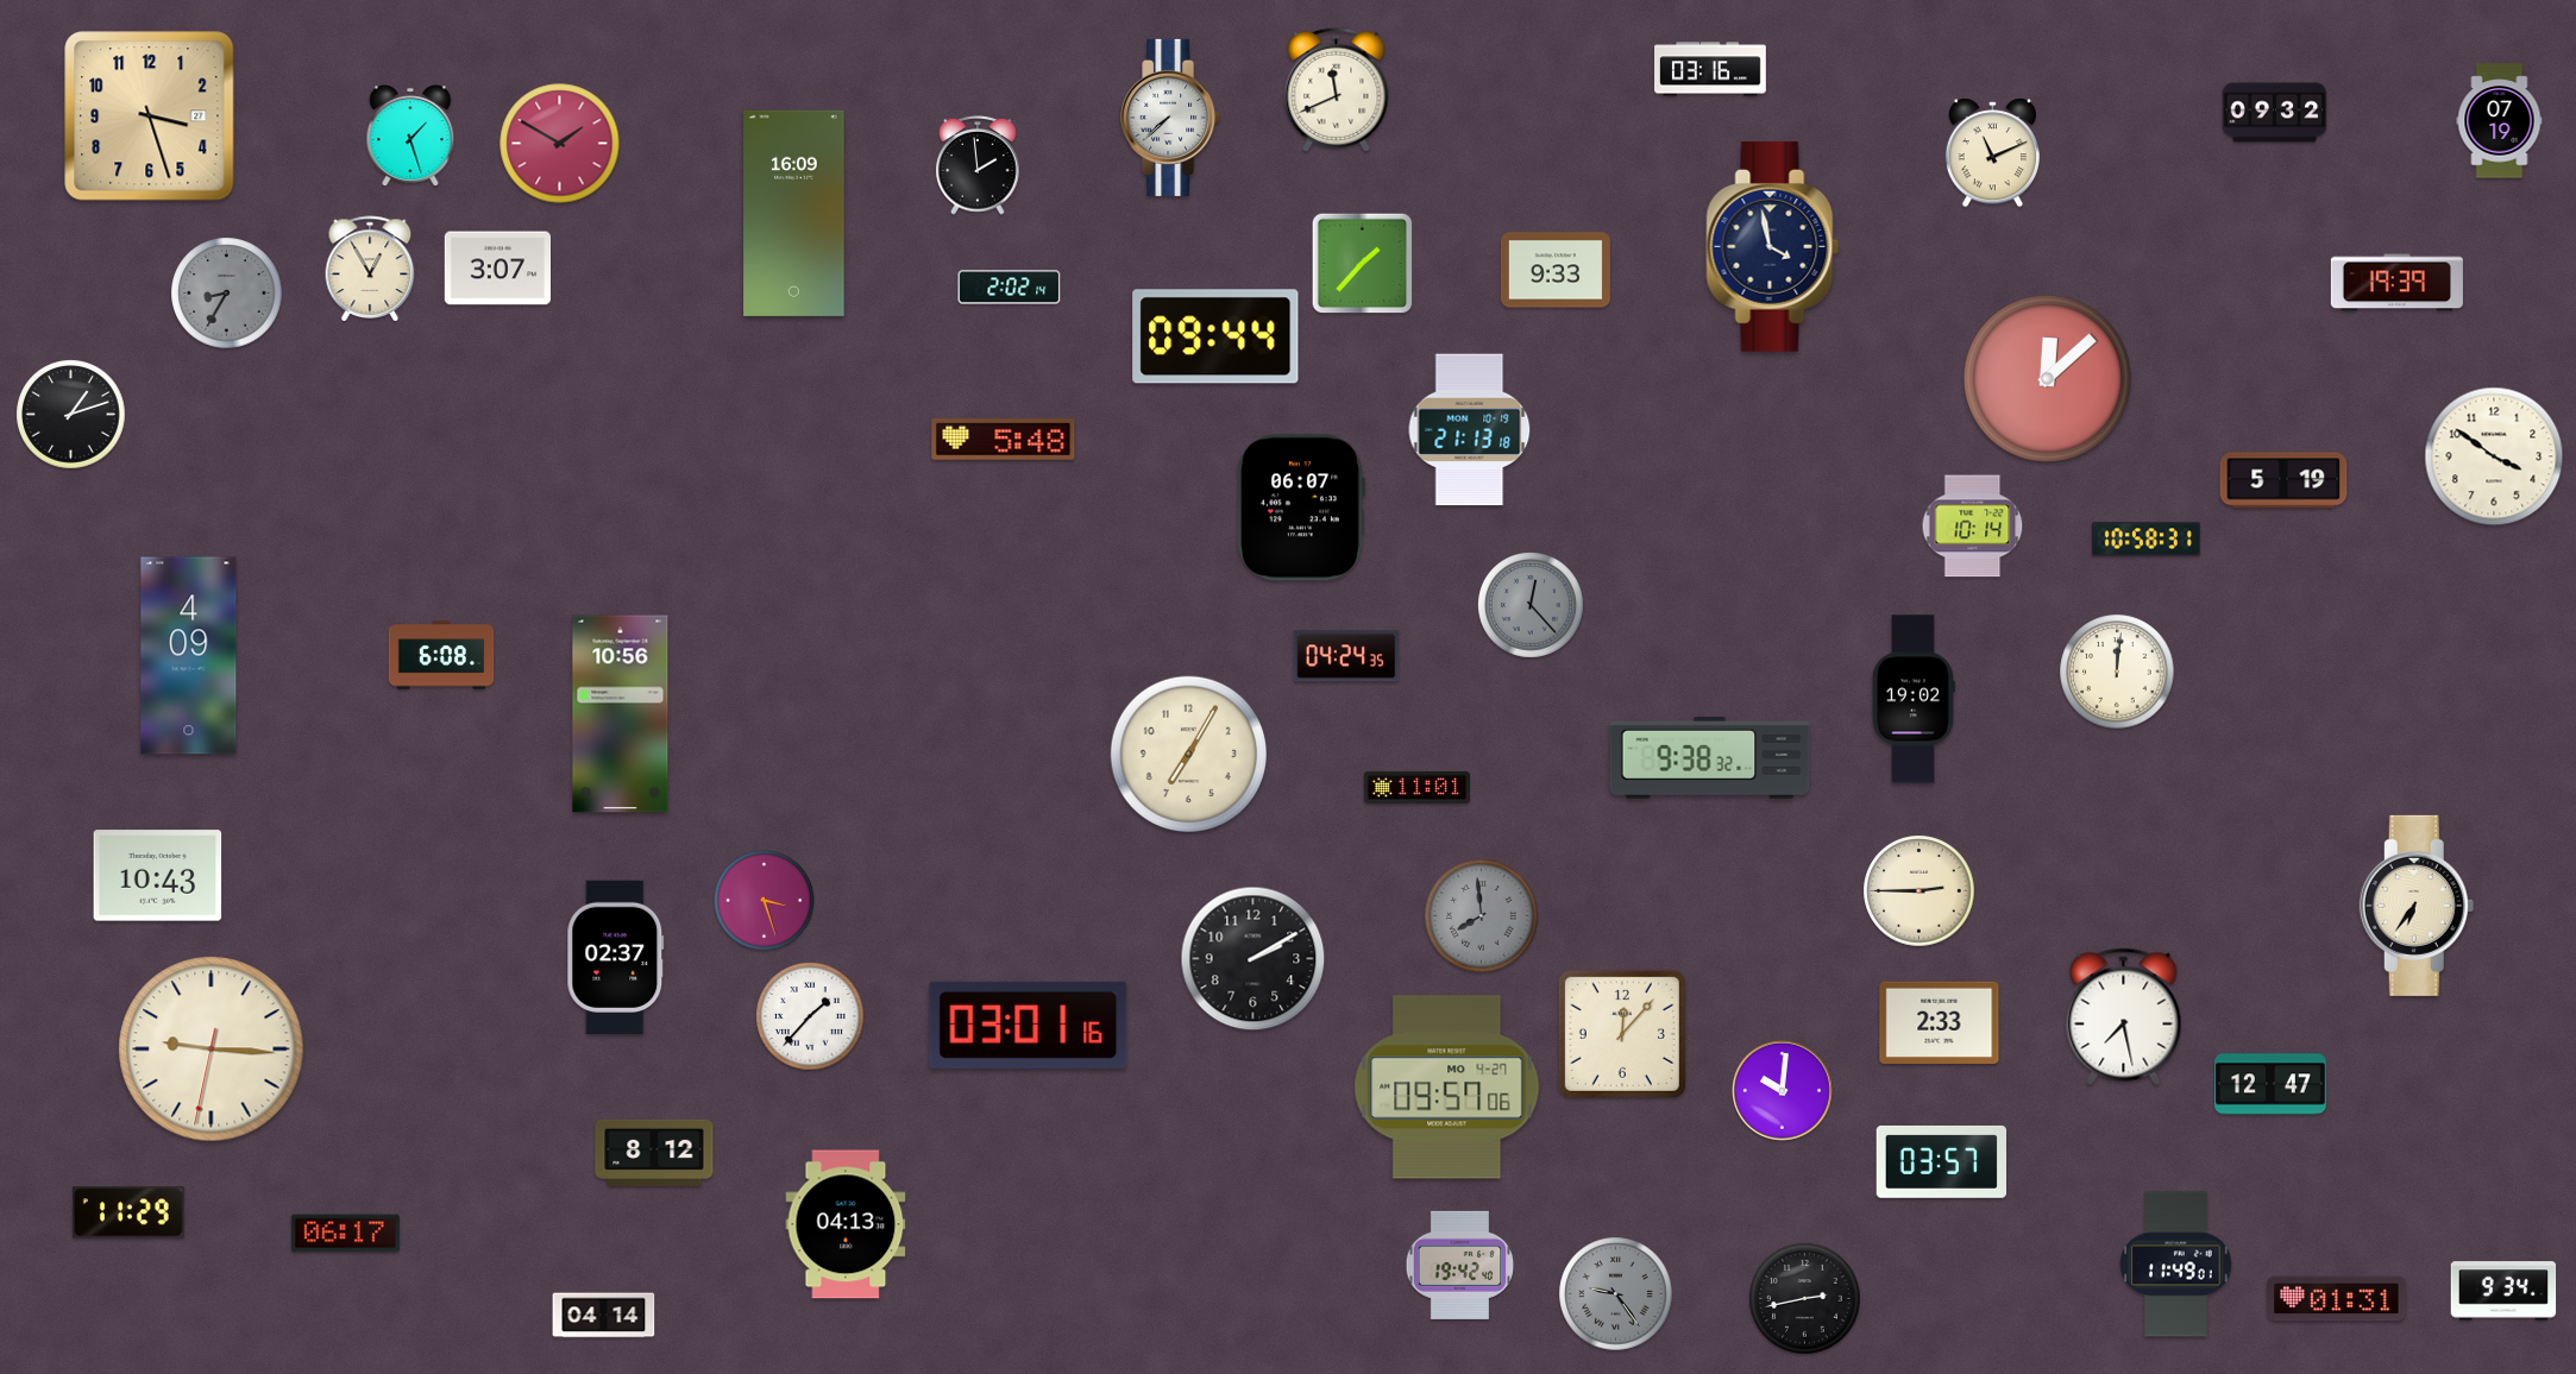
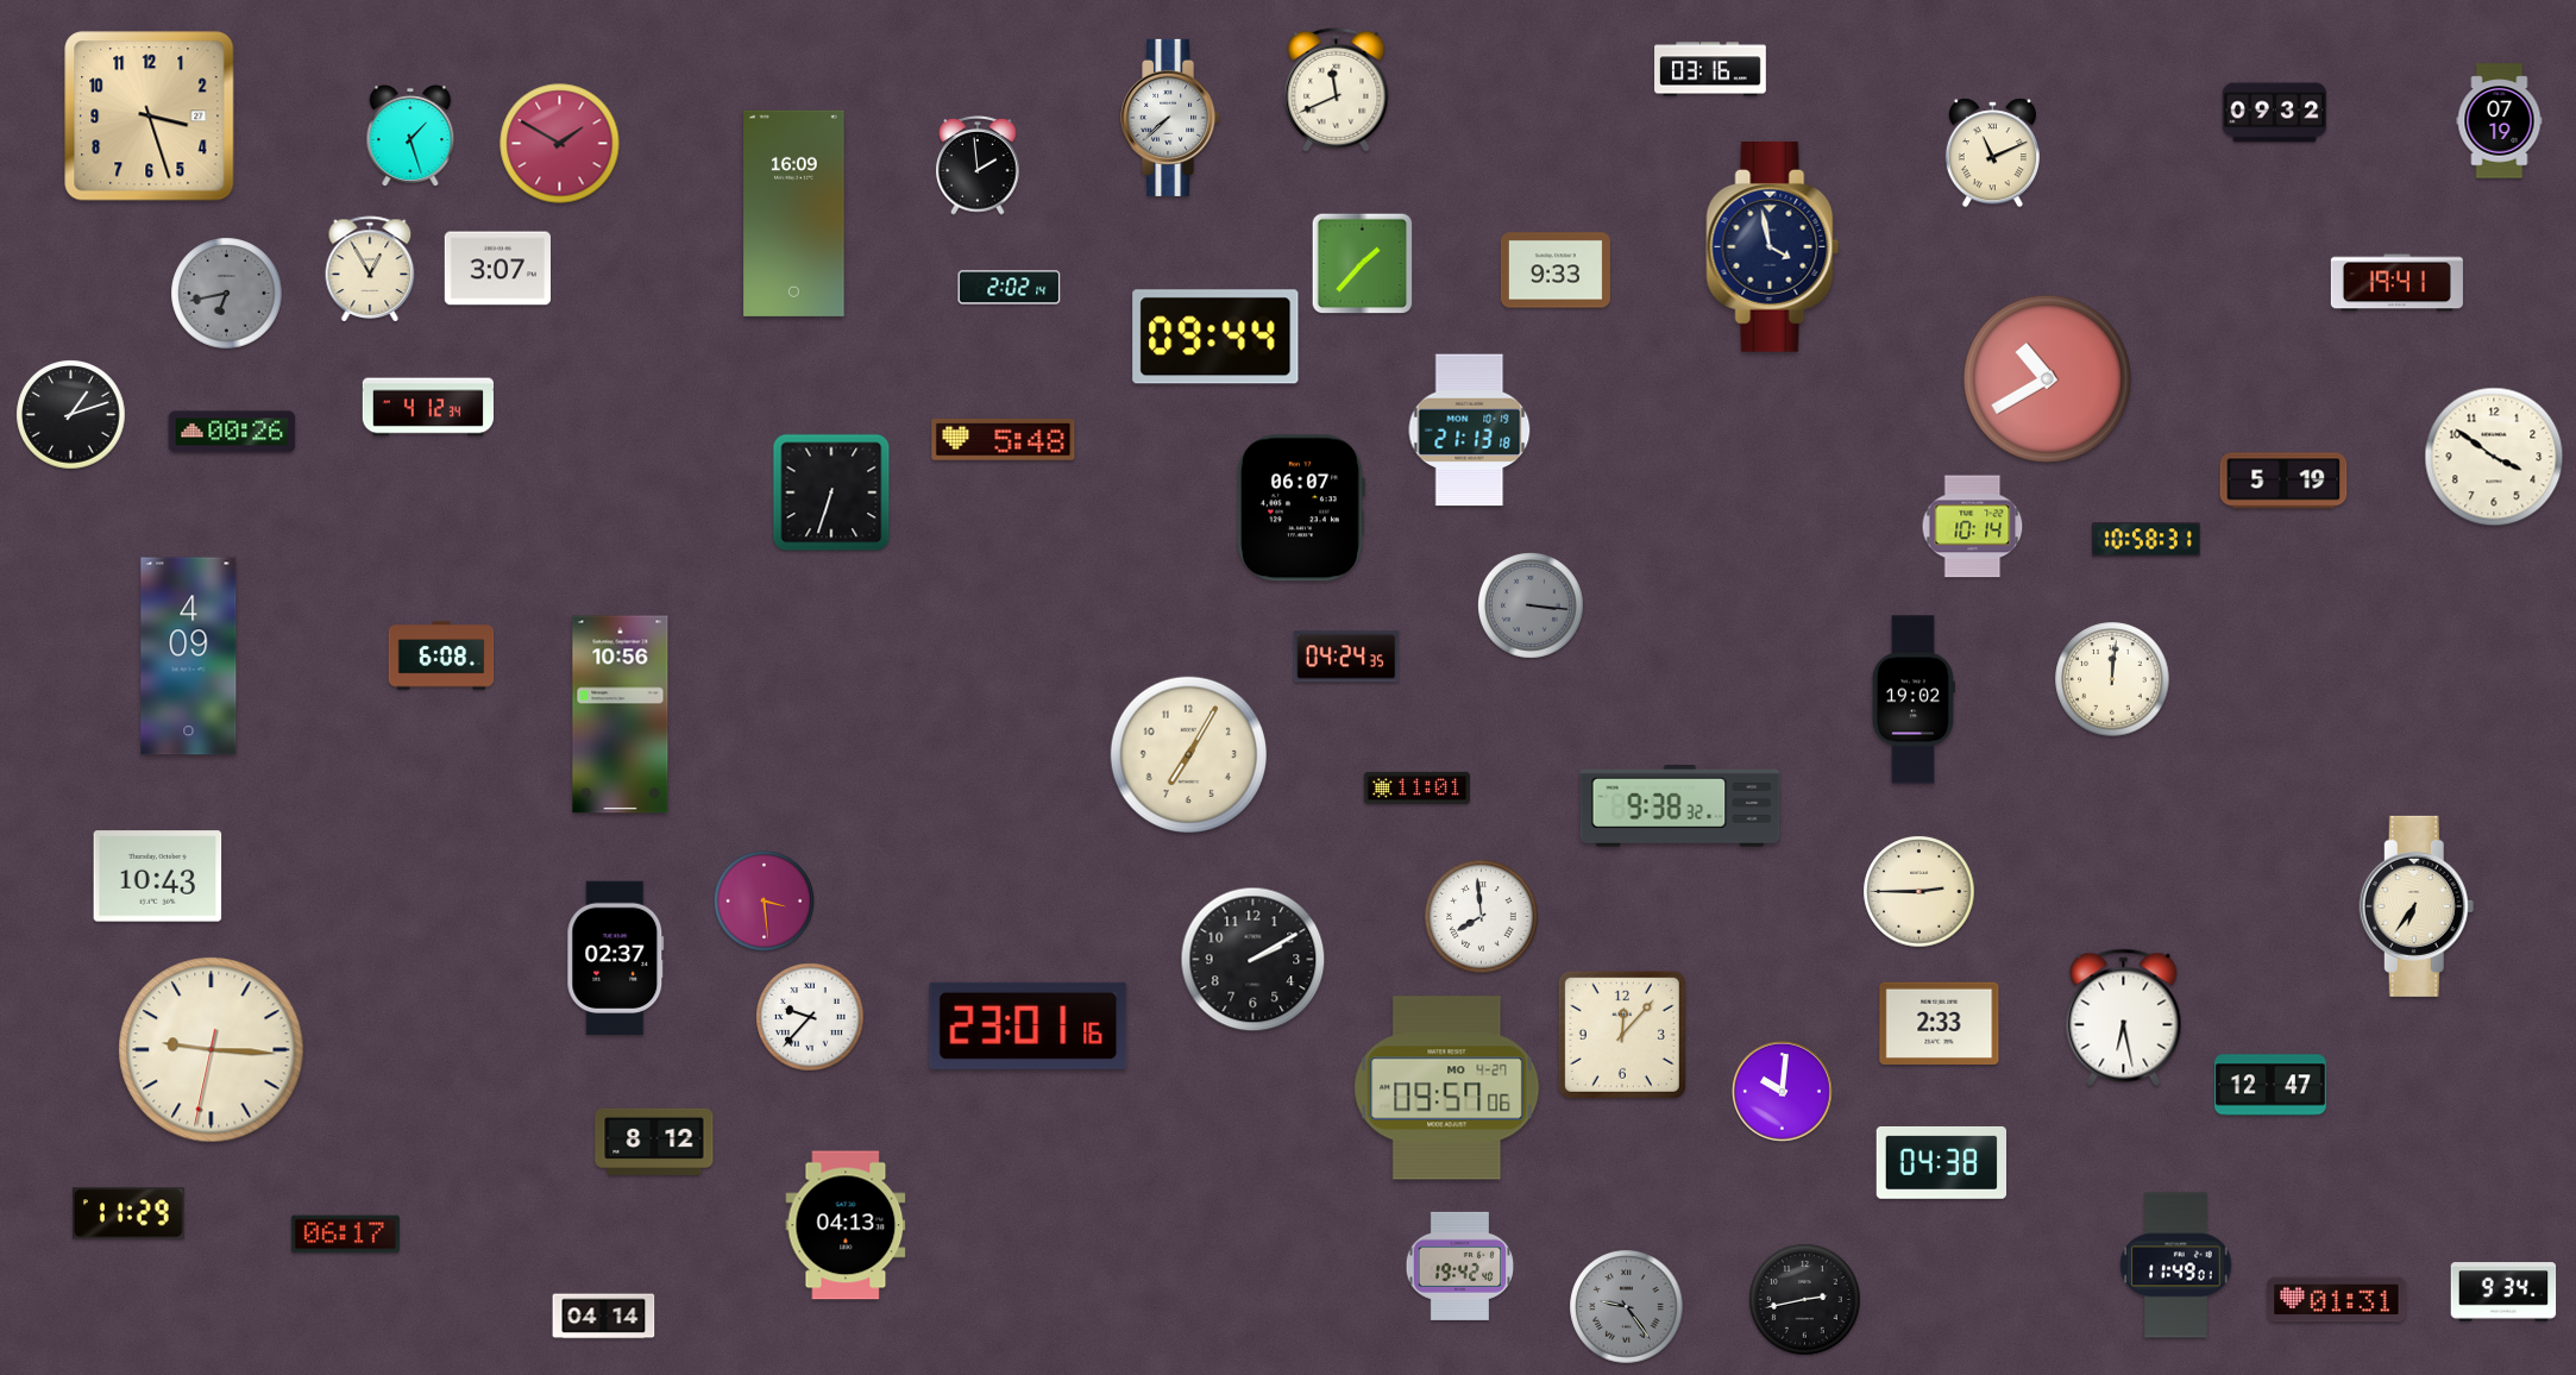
clock at (2396, 283): 19:39 -> 19:41
clock at (227, 294): 8:35 -> 6:43
clock at (2047, 378): 12:08 -> 10:40
clock at (427, 407): none -> 4:12
clock at (232, 432): none -> 00:26
clock at (831, 492): none -> 6:33
clock at (1532, 606): 12:23 -> 3:16
clock at (2117, 672) position: (2117, 672) -> (2112, 679)
clock at (1710, 758) position: (1710, 758) -> (1680, 806)
clock at (764, 900): 3:27 -> 3:29
clock at (1482, 916) dial: grey -> white
clock at (810, 1016): 1:37 -> 9:37
clock at (2124, 1017): 7:28 -> 6:28
clock at (1029, 1025): 03:01 -> 23:01
clock at (654, 1153) position: (654, 1153) -> (654, 1142)
clock at (1941, 1161): 03:57 -> 04:38
clock at (1616, 1294) position: (1616, 1294) -> (1627, 1307)
